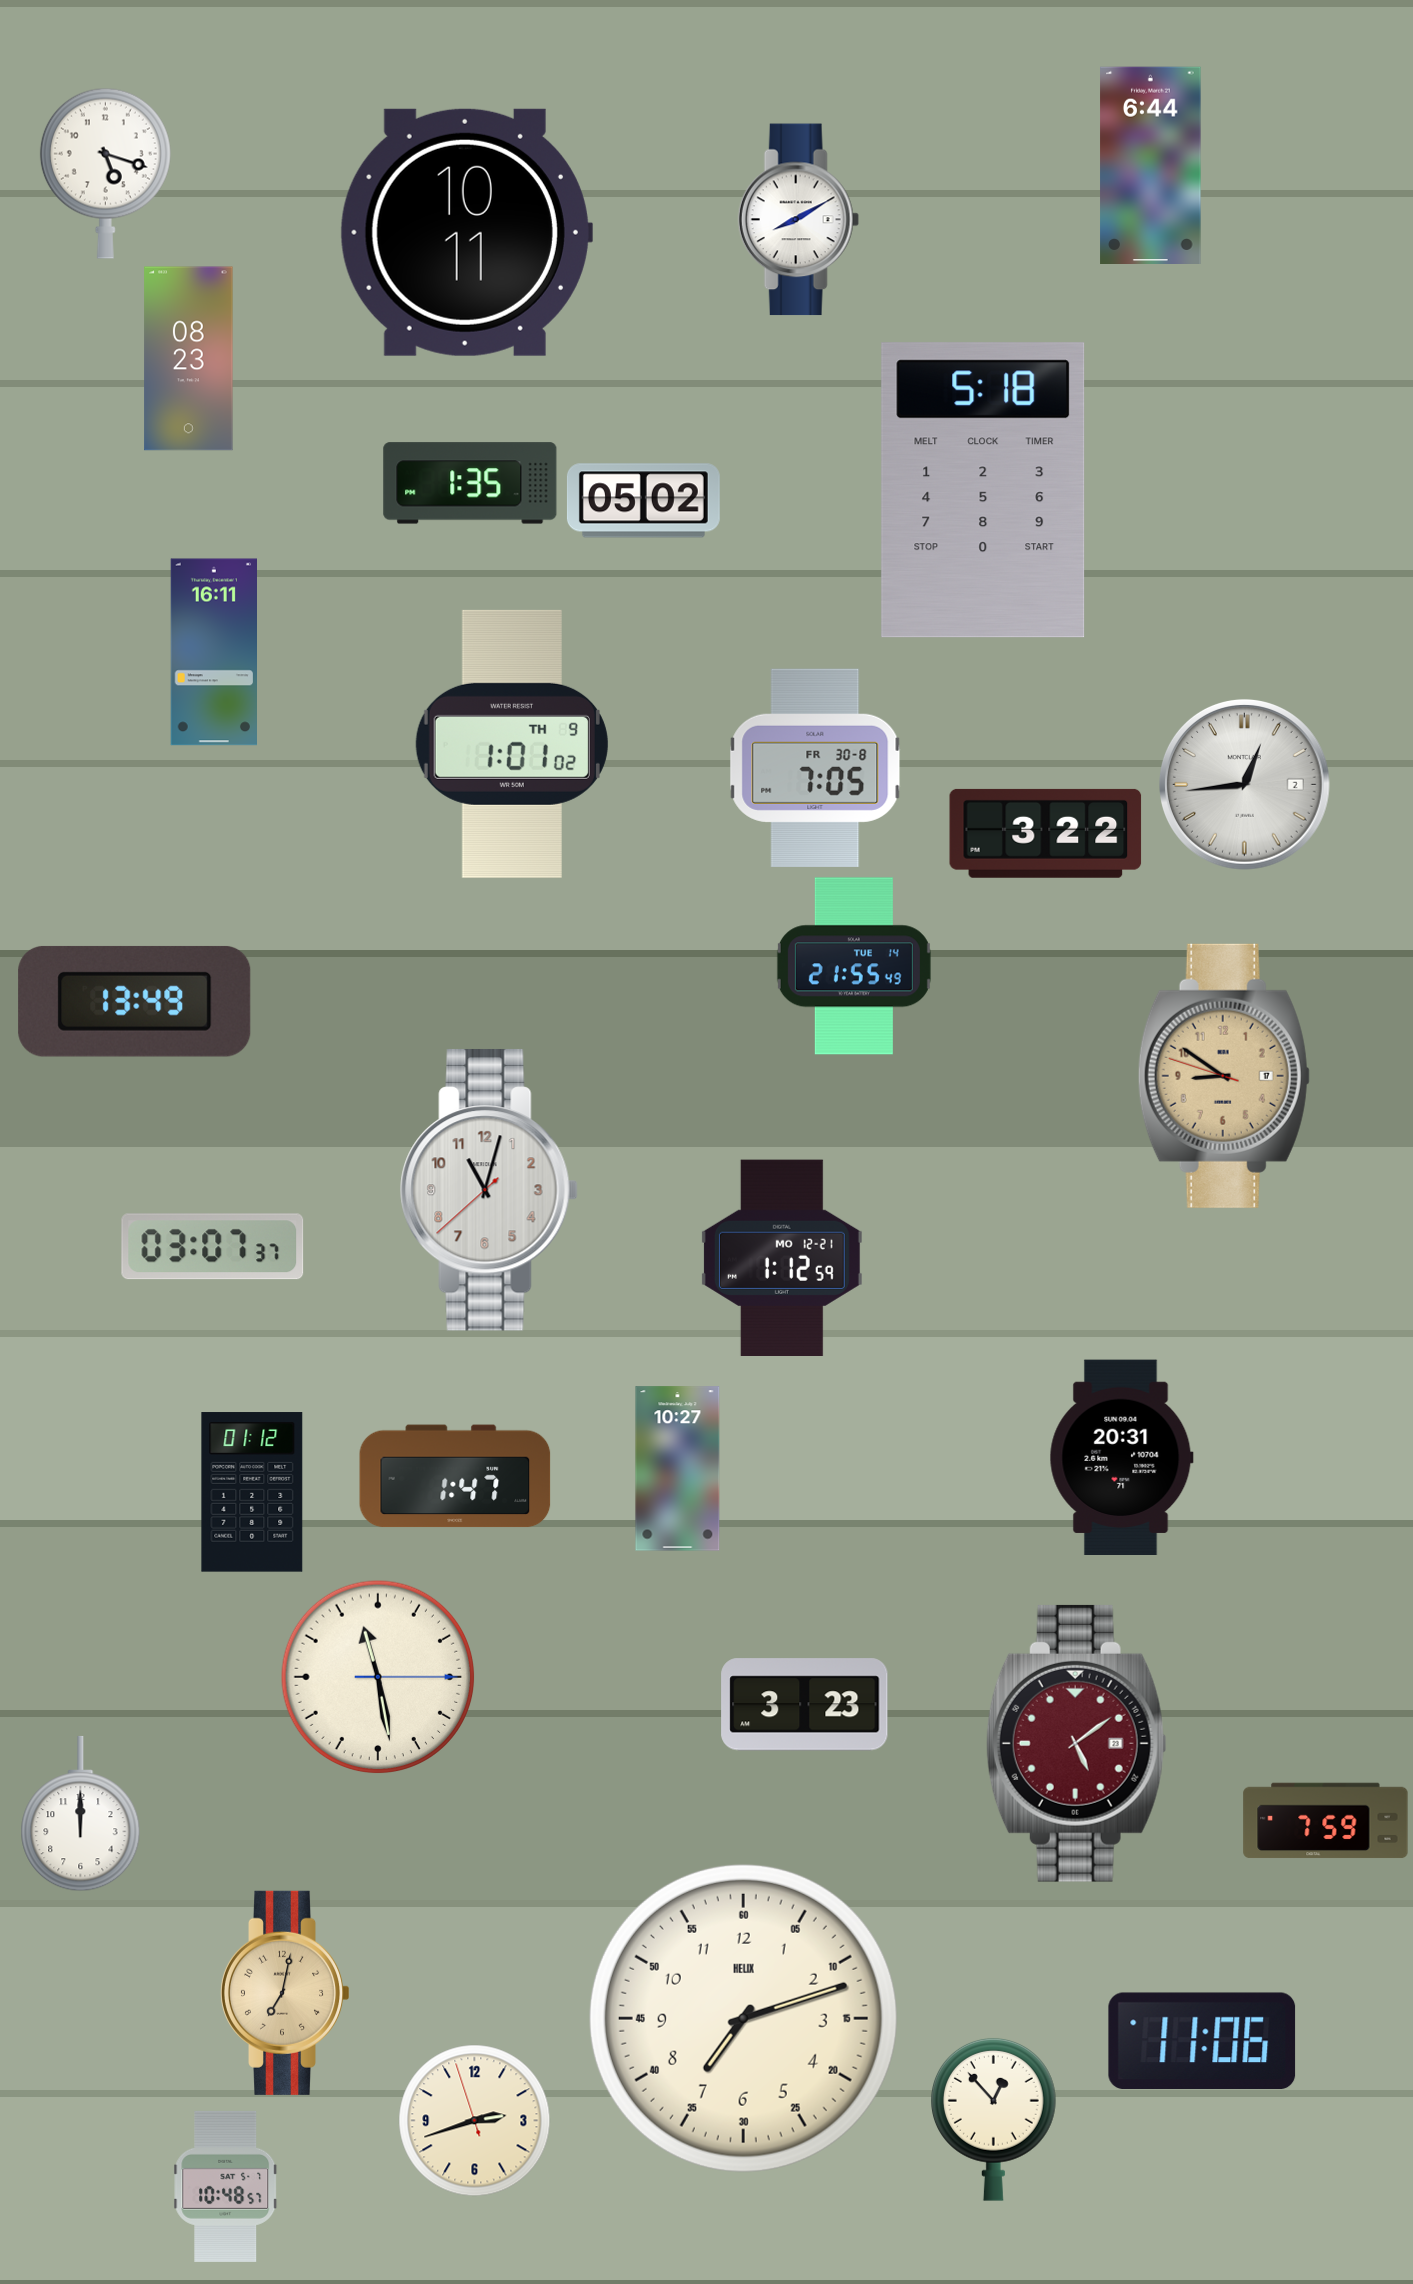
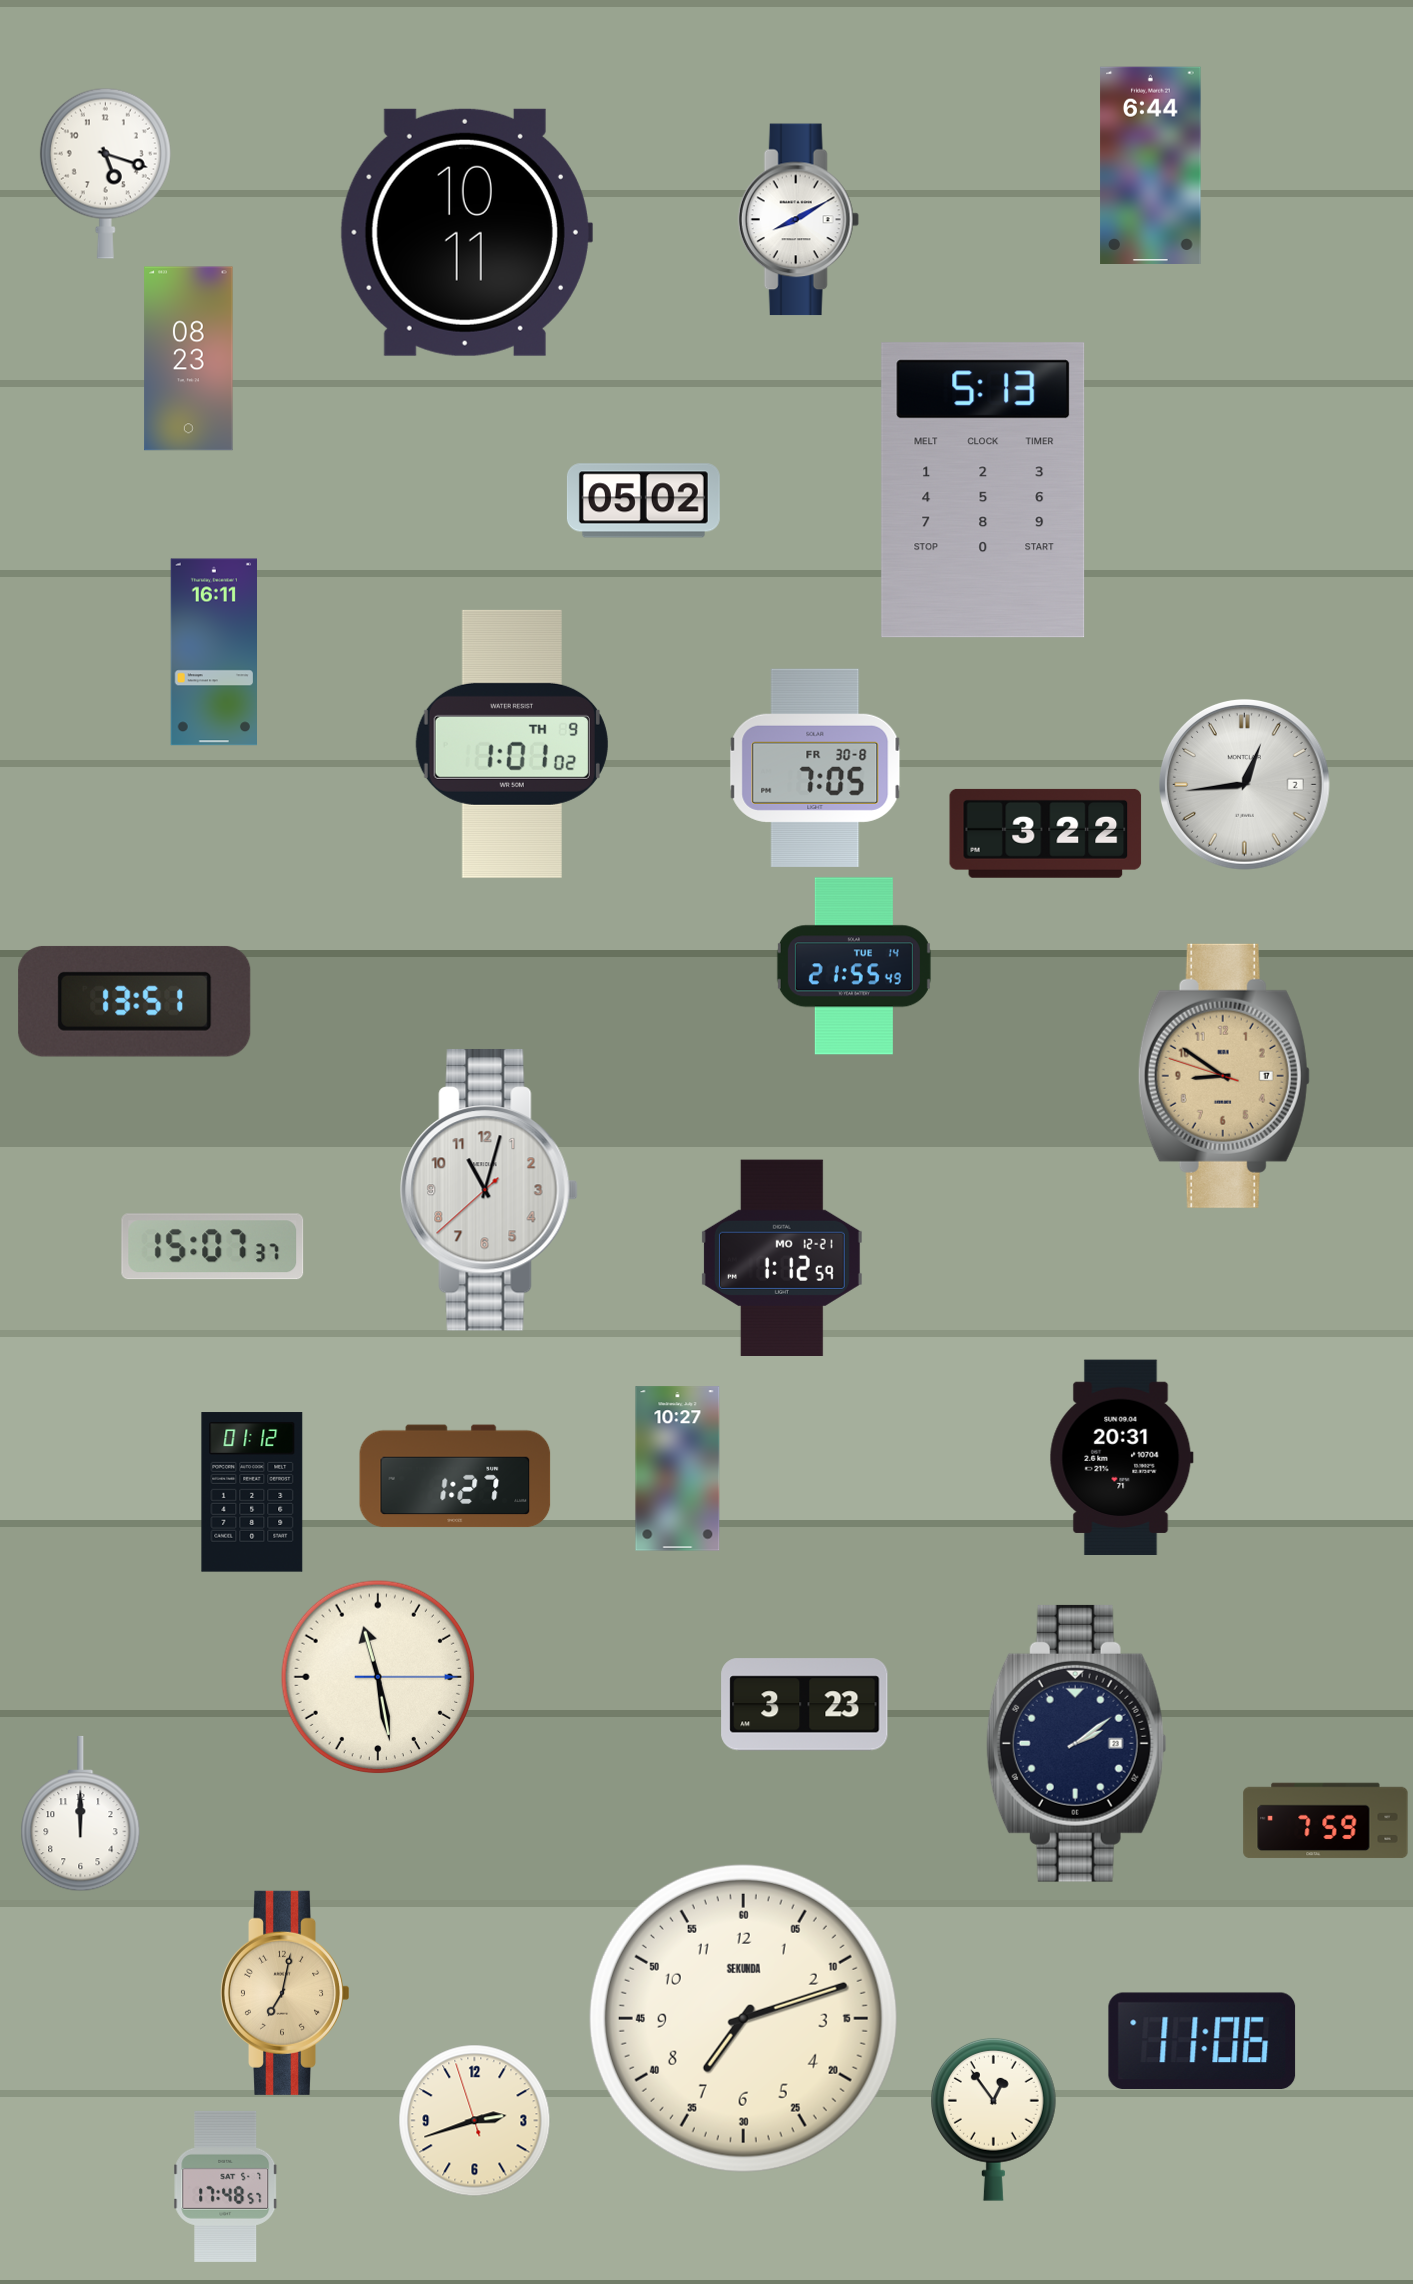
clock at (470, 483): 1:35 -> none
clock at (983, 490): 5:18 -> 5:13
clock at (135, 1001): 13:49 -> 13:51
clock at (213, 1247): 03:07 -> 15:07
clock at (455, 1476): 1:47 -> 1:27
clock at (1076, 1743): 5:09 -> 2:09
clock at (1076, 1743) dial: burgundy -> navy
clock at (743, 2018) brand: HELIX -> SEKUNDA
clock at (993, 2119): 12:53 -> 12:54
clock at (226, 2186): 10:48 -> 17:48
